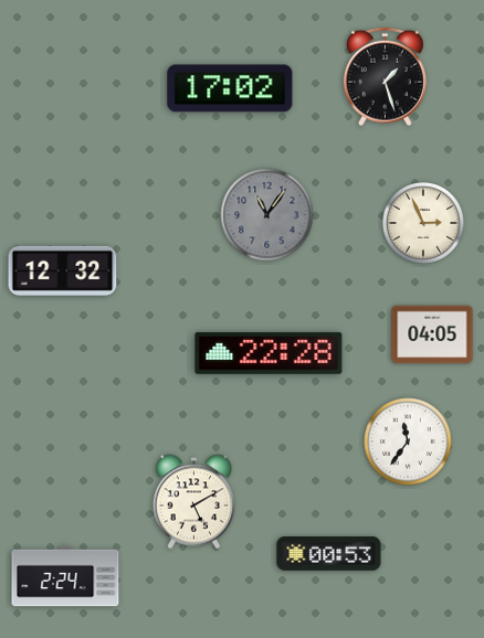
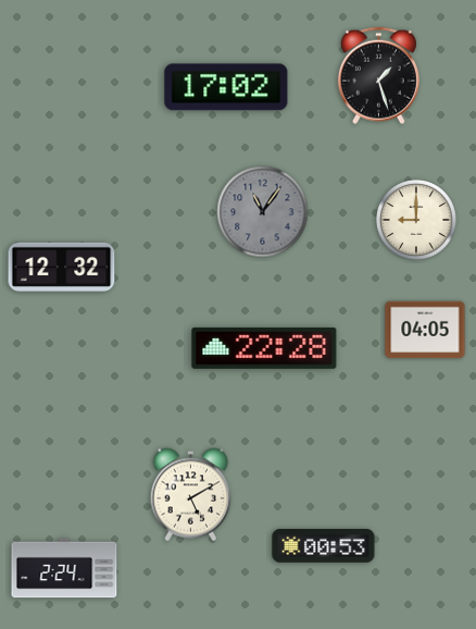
clock at (424, 224): 2:56 -> 9:00
clock at (408, 442): 11:36 -> none
